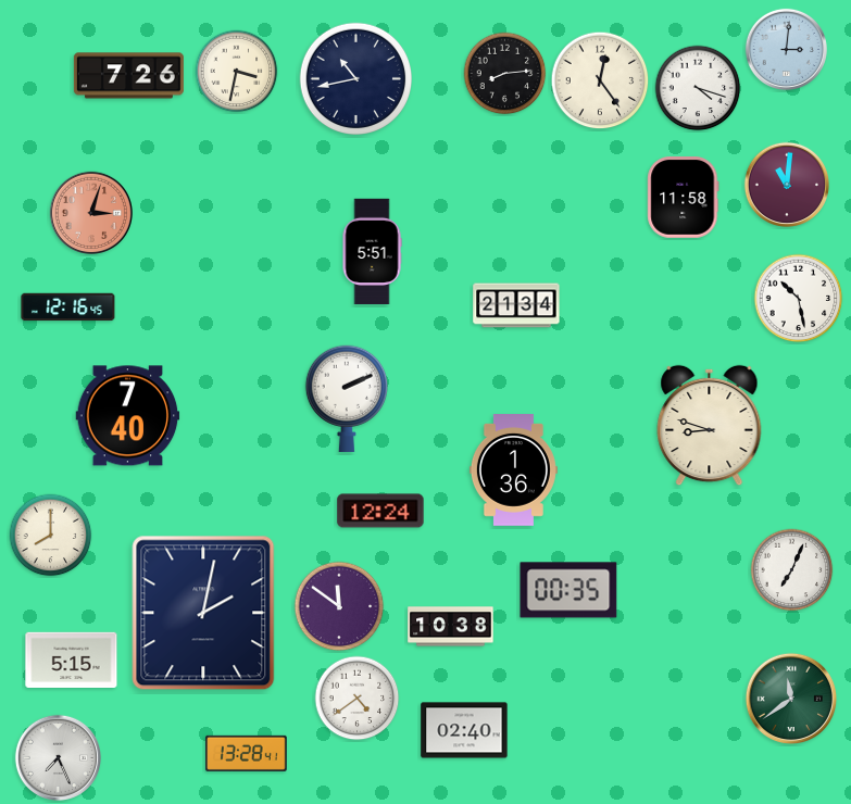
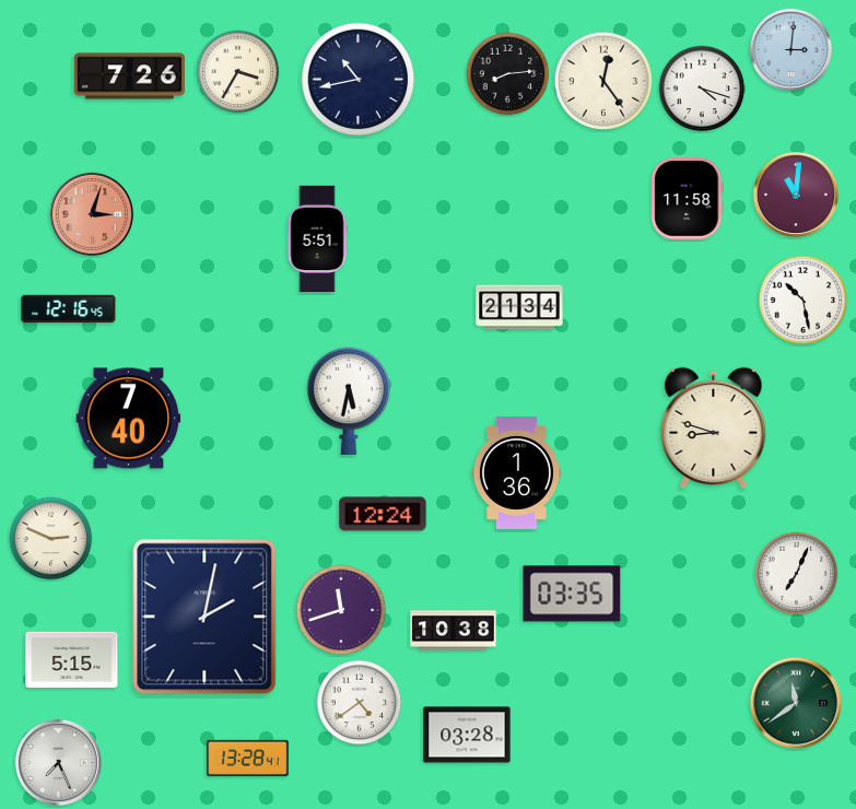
clock at (237, 72): 3:32 -> 3:35
clock at (786, 184) position: (786, 184) -> (795, 194)
clock at (372, 252) position: (372, 252) -> (317, 239)
clock at (346, 399): 2:11 -> 5:32
clock at (51, 536): 8:00 -> 2:49
clock at (568, 590): 00:35 -> 03:35
clock at (339, 606): 11:51 -> 11:42
clock at (72, 659) position: (72, 659) -> (72, 659)
clock at (464, 730): 02:40 -> 03:28
